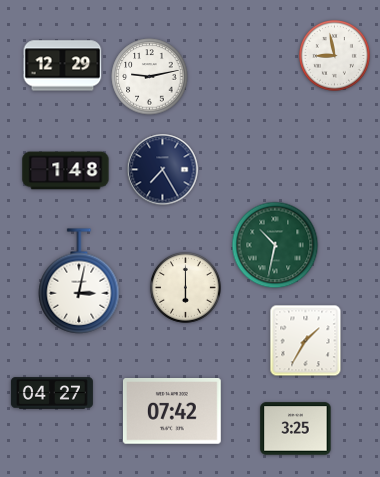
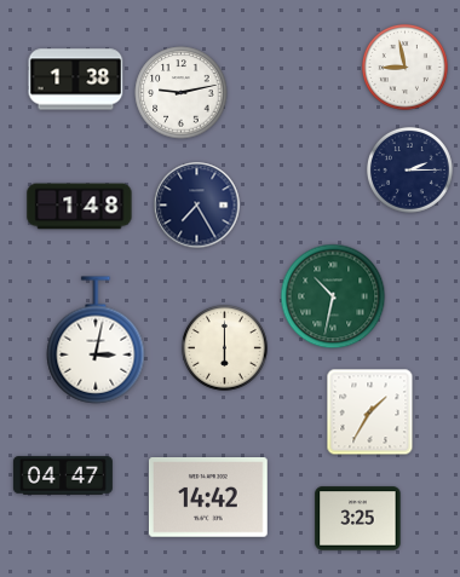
clock at (63, 66): 12:29 -> 1:38
clock at (409, 169): none -> 2:15
clock at (52, 393): 04:27 -> 04:47
clock at (172, 412): 07:42 -> 14:42
